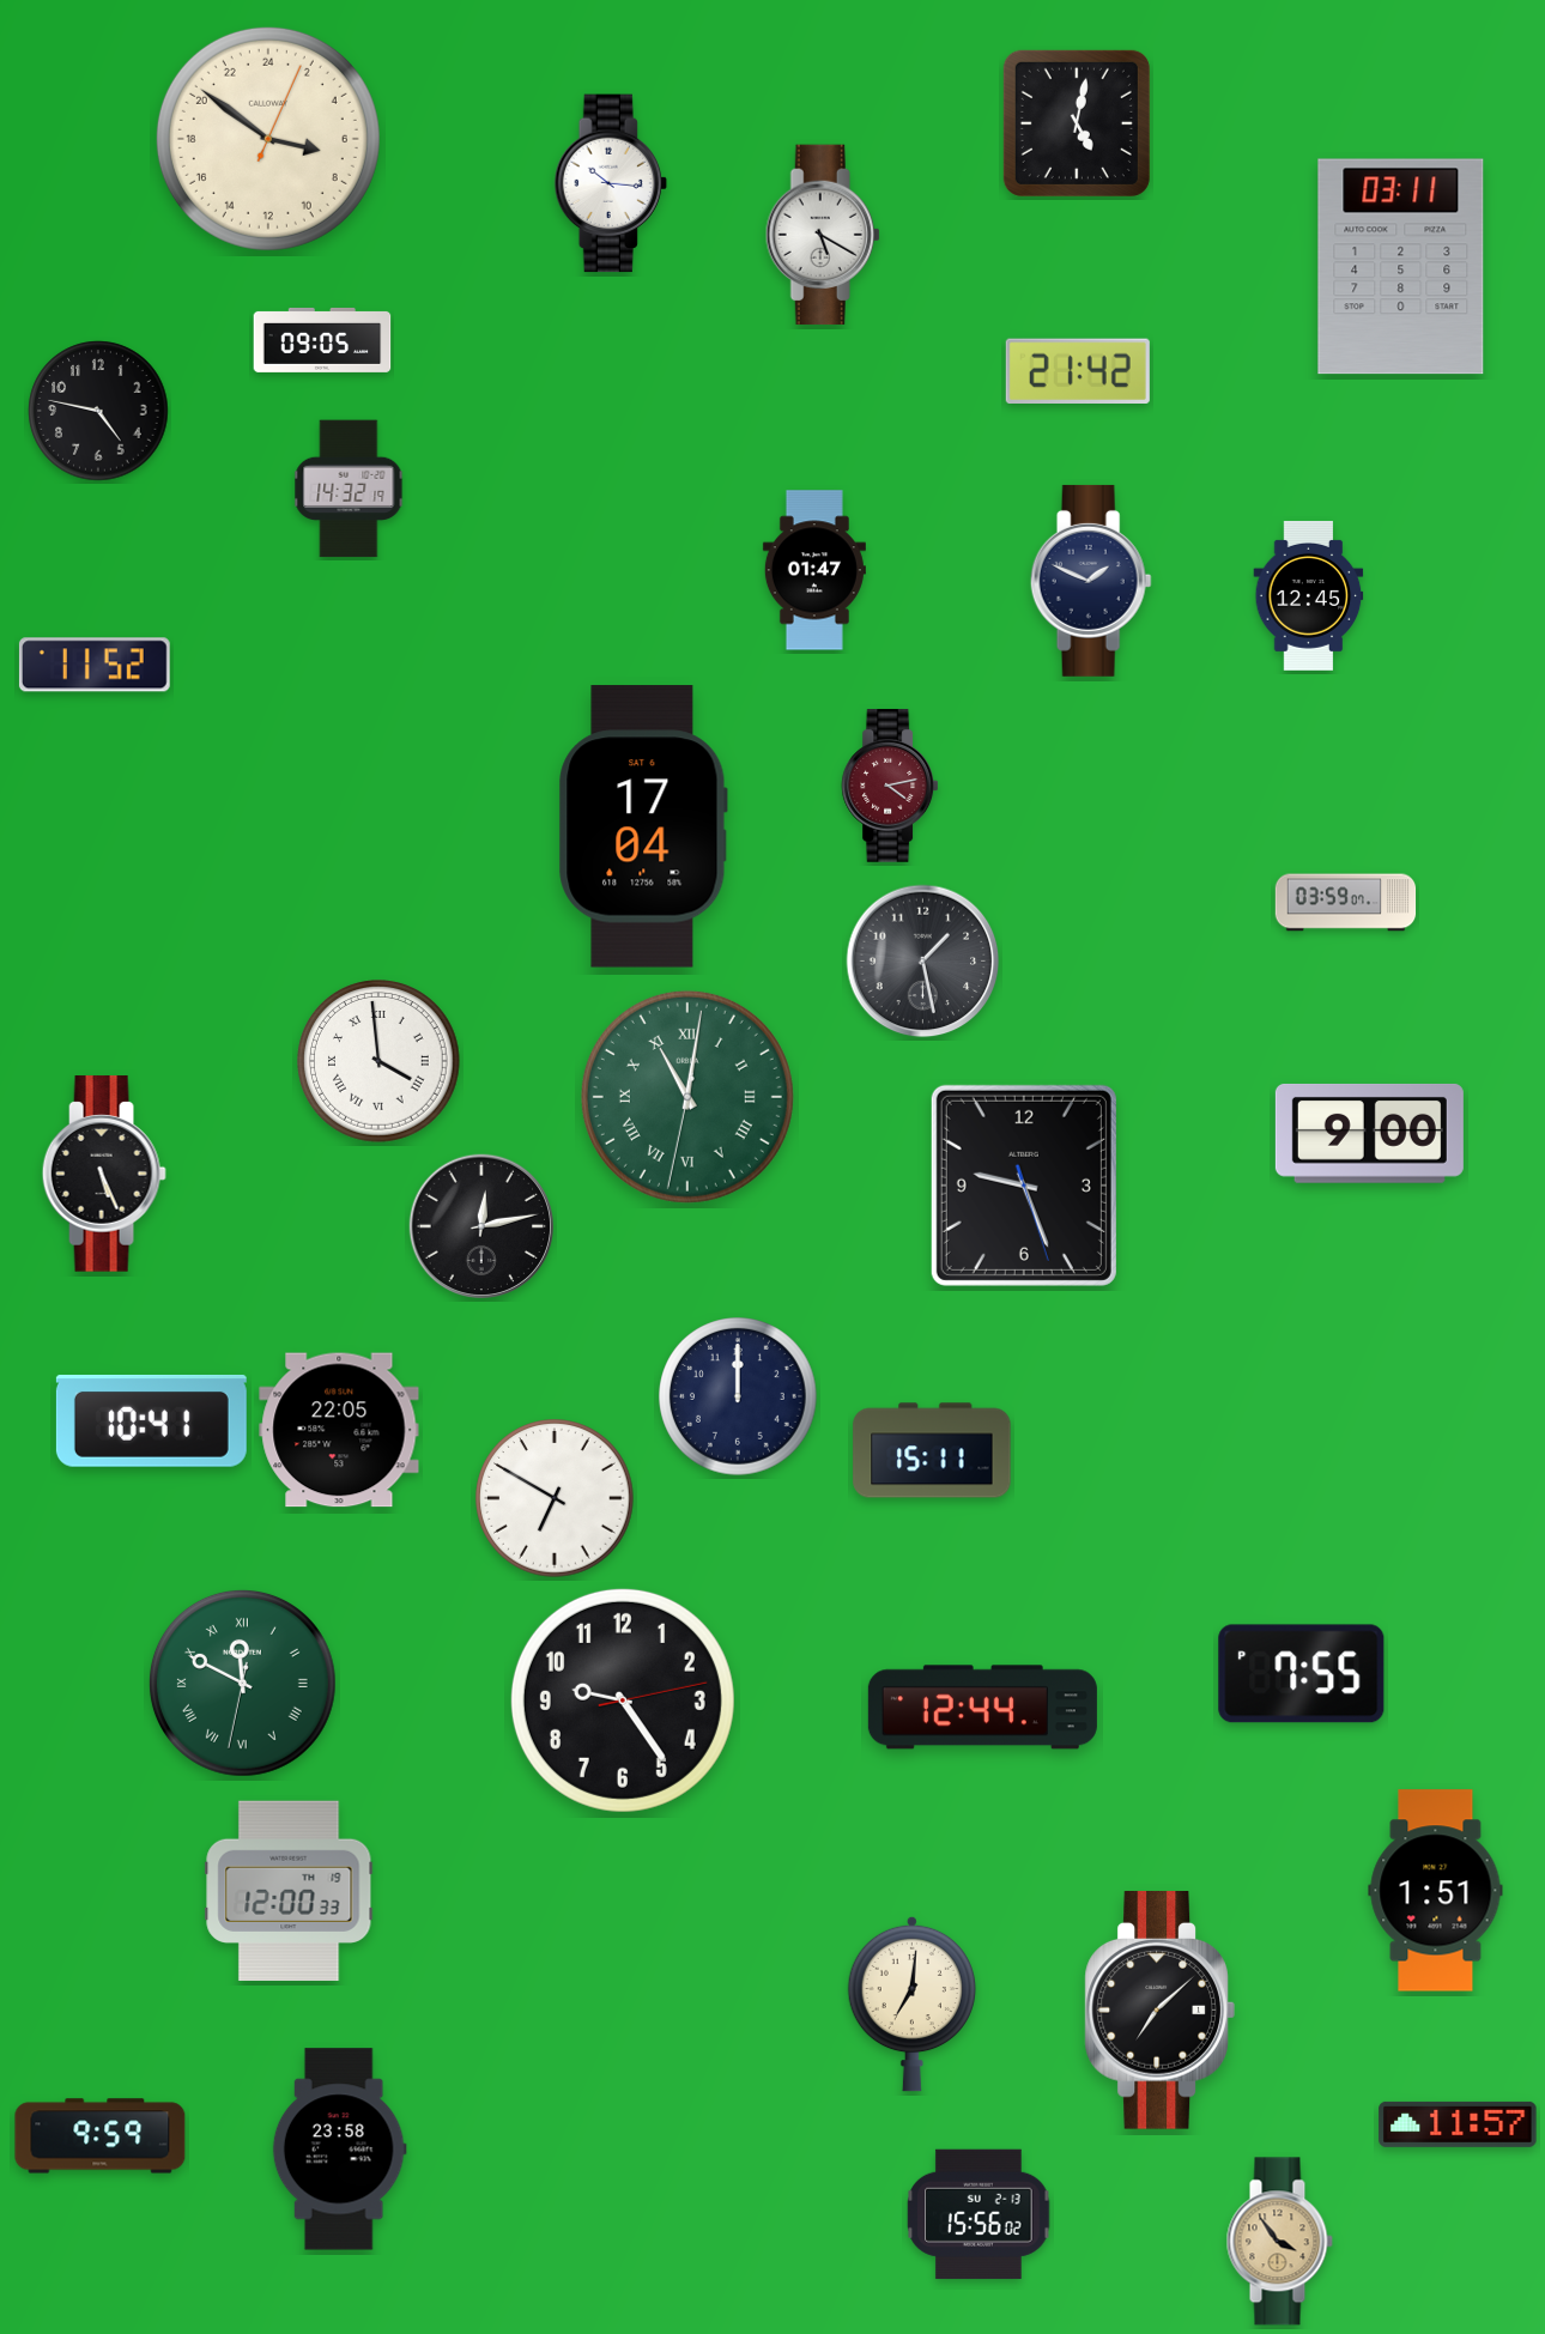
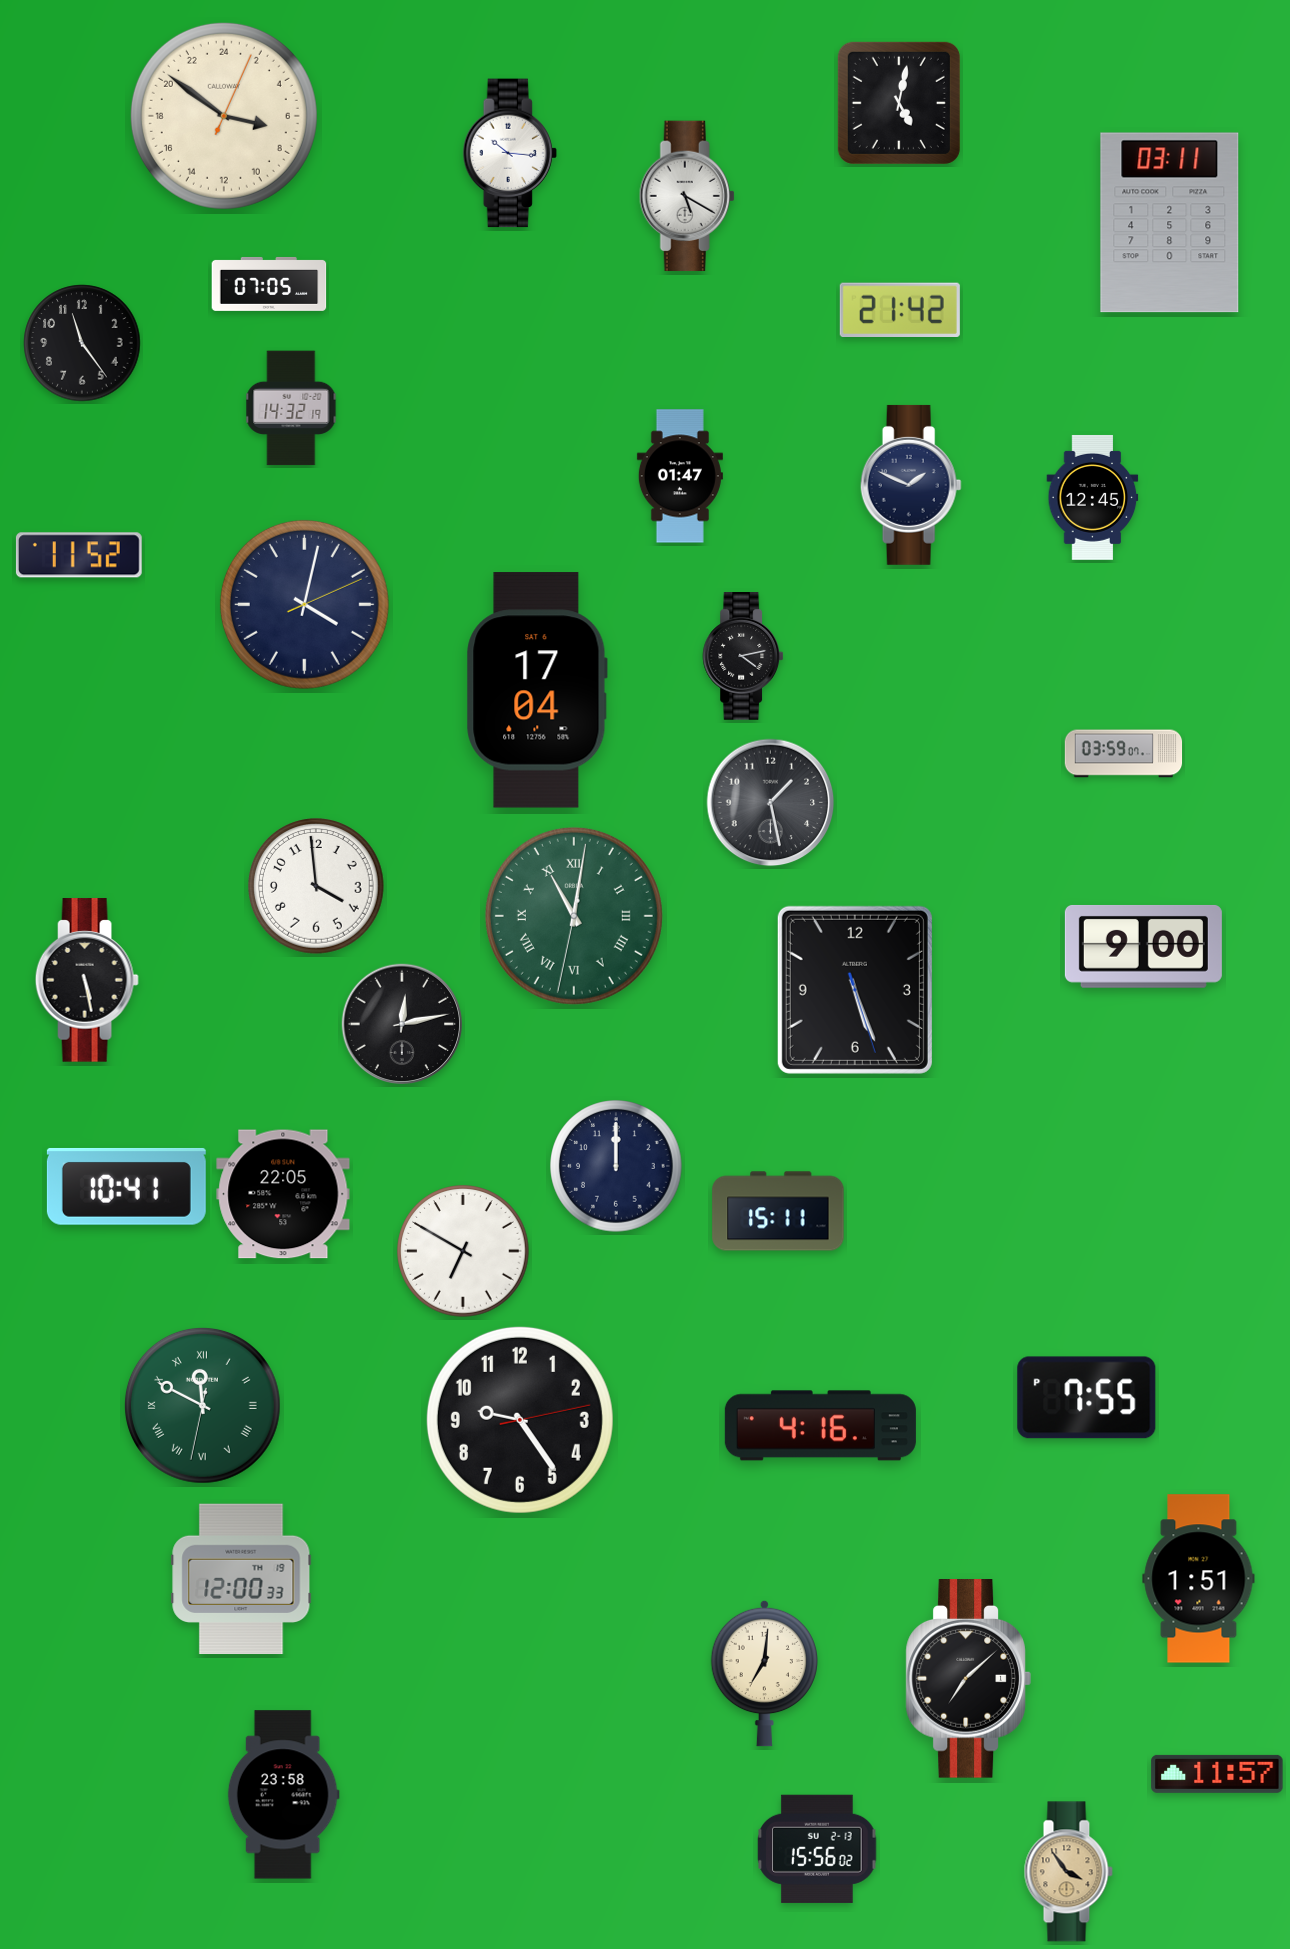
clock at (322, 340): 09:05 -> 07:05
clock at (98, 411): 4:47 -> 11:24
clock at (304, 604): none -> 4:02
clock at (890, 786) dial: burgundy -> black
clock at (378, 1061) numerals: Roman -> Arabic
clock at (104, 1174): 5:26 -> 5:28
clock at (1024, 1186): 9:26 -> 5:26
clock at (982, 1708): 12:44 -> 4:16
clock at (911, 2003) position: (911, 2003) -> (764, 1673)
clock at (101, 2136): 9:59 -> none
